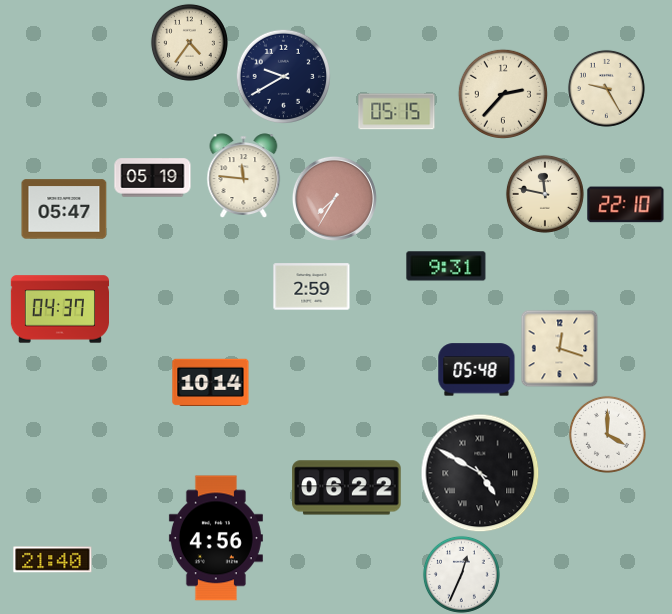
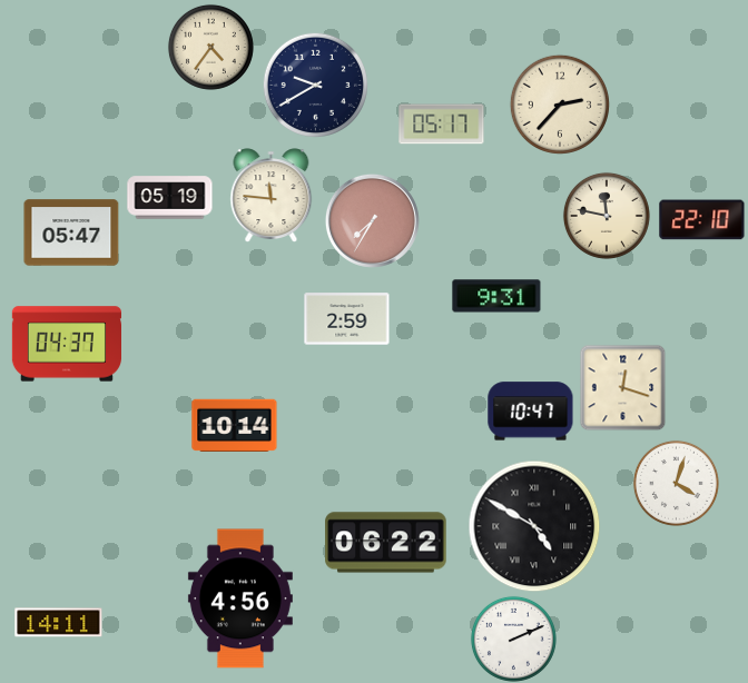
clock at (606, 88): 9:25 -> none
clock at (397, 112): 05:15 -> 05:17
clock at (626, 205) position: (626, 205) -> (702, 220)
clock at (477, 370): 05:48 -> 10:47
clock at (607, 434): 4:00 -> 4:03
clock at (53, 560): 21:40 -> 14:11
clock at (461, 574): 12:34 -> 2:11
